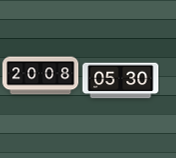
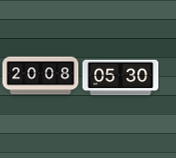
clock at (121, 81) position: (121, 81) -> (121, 78)
